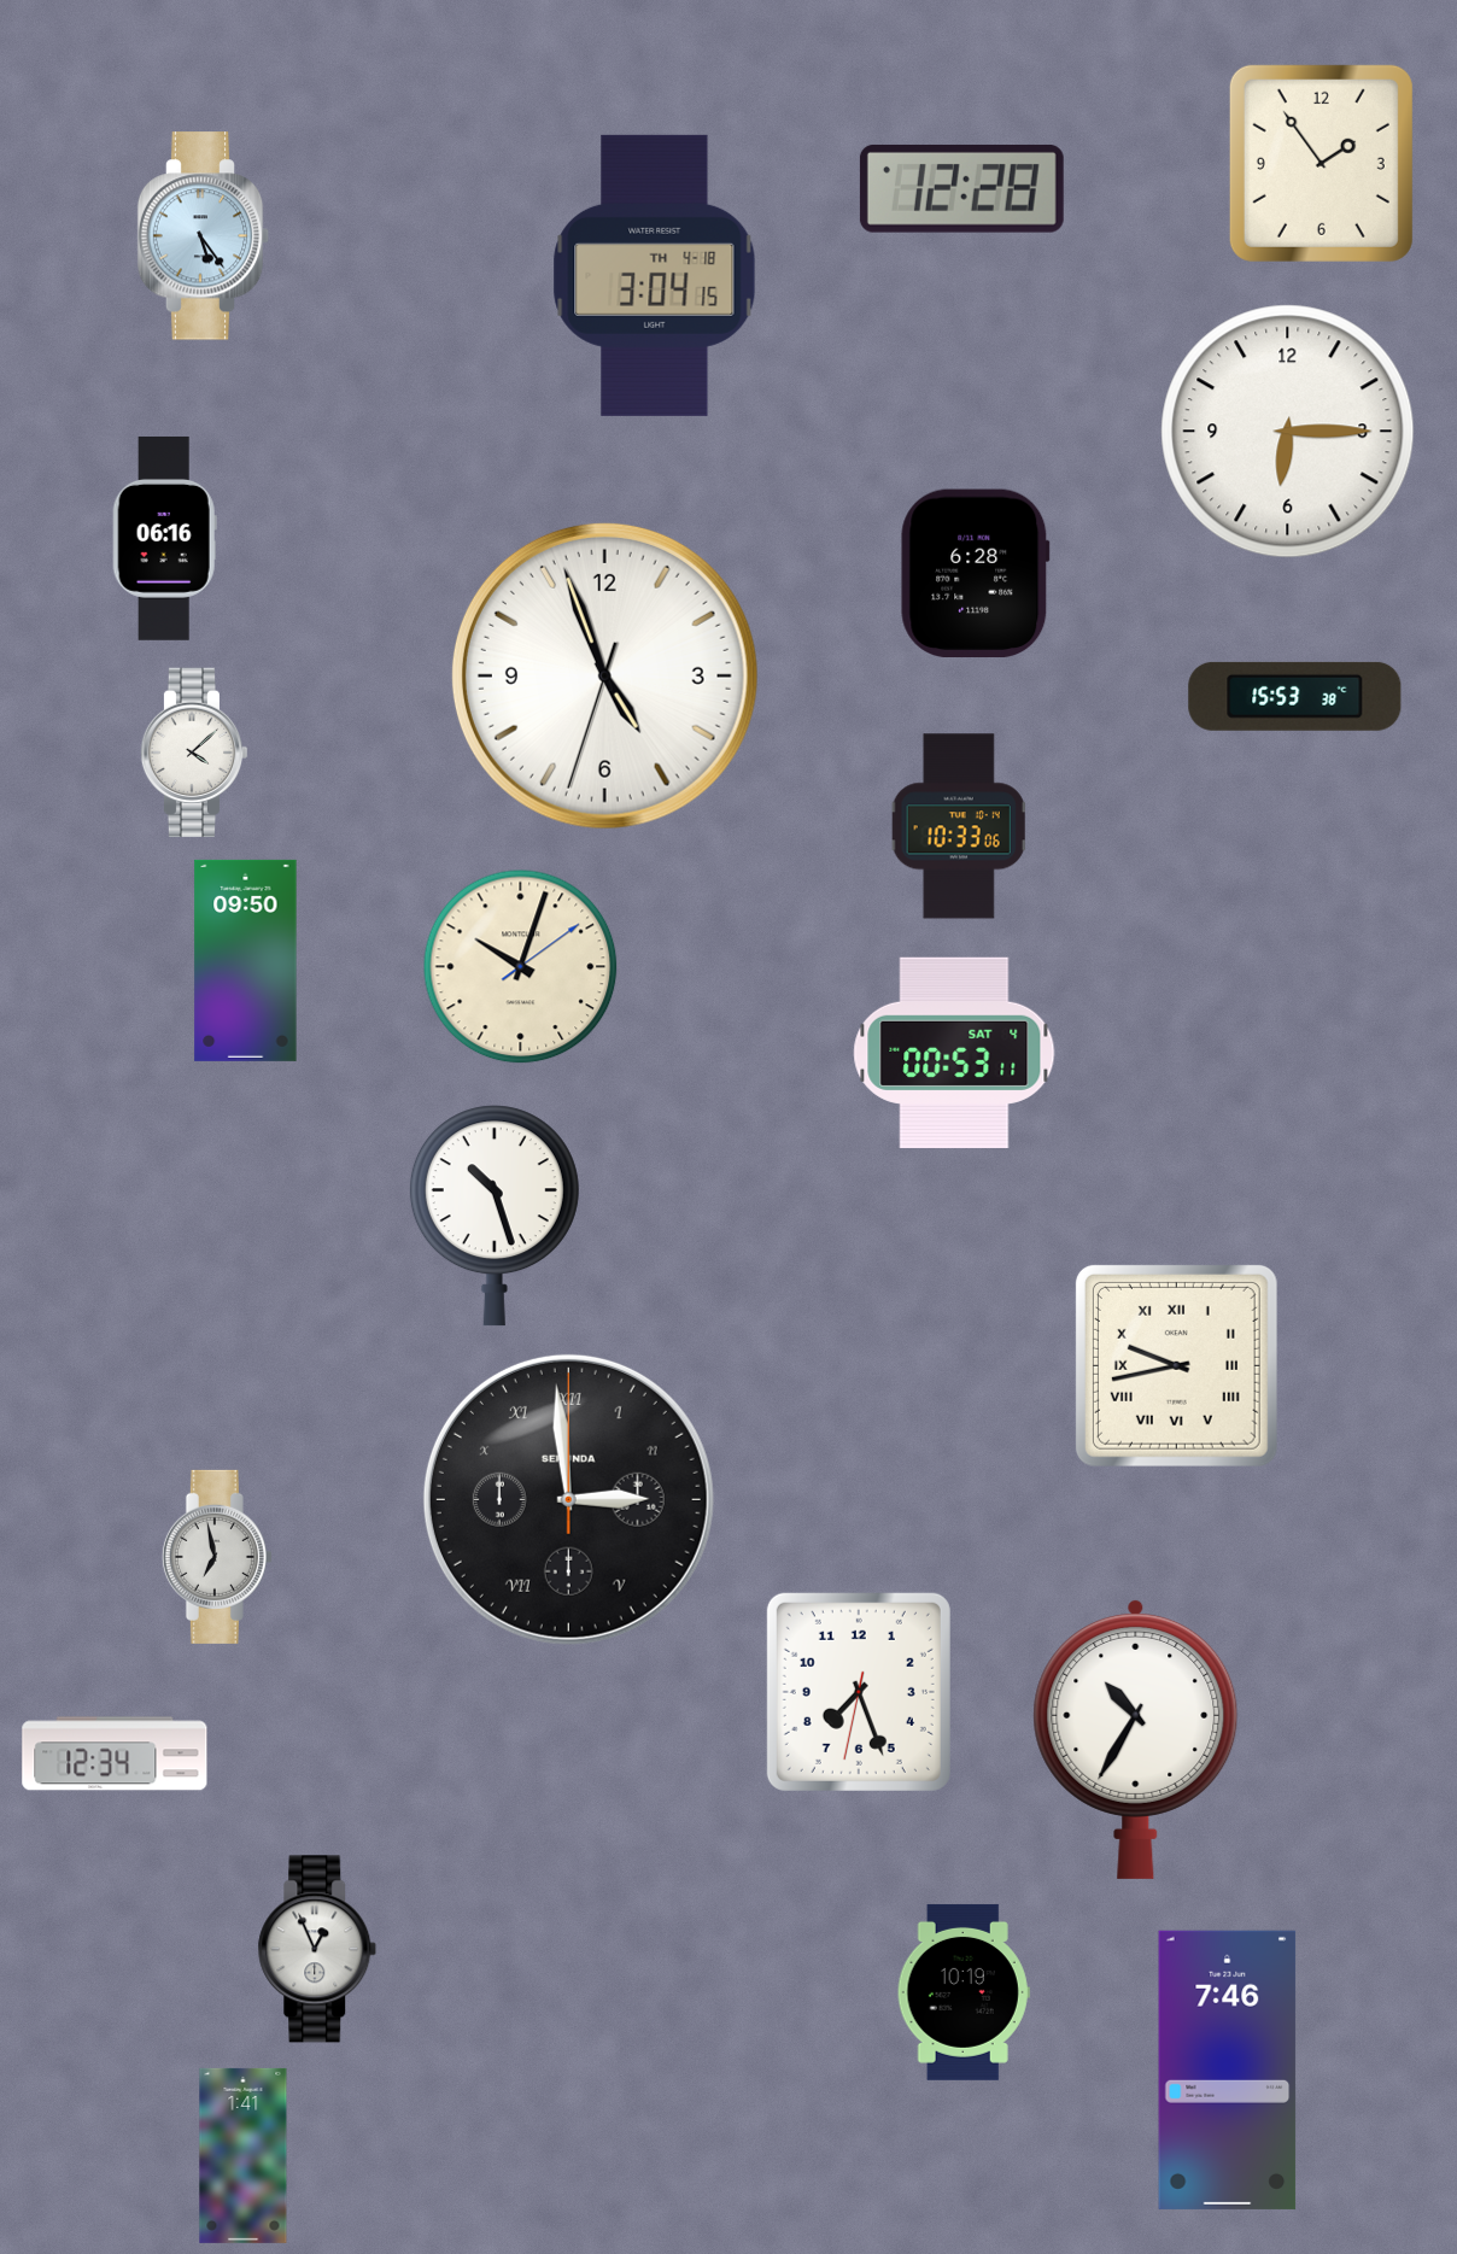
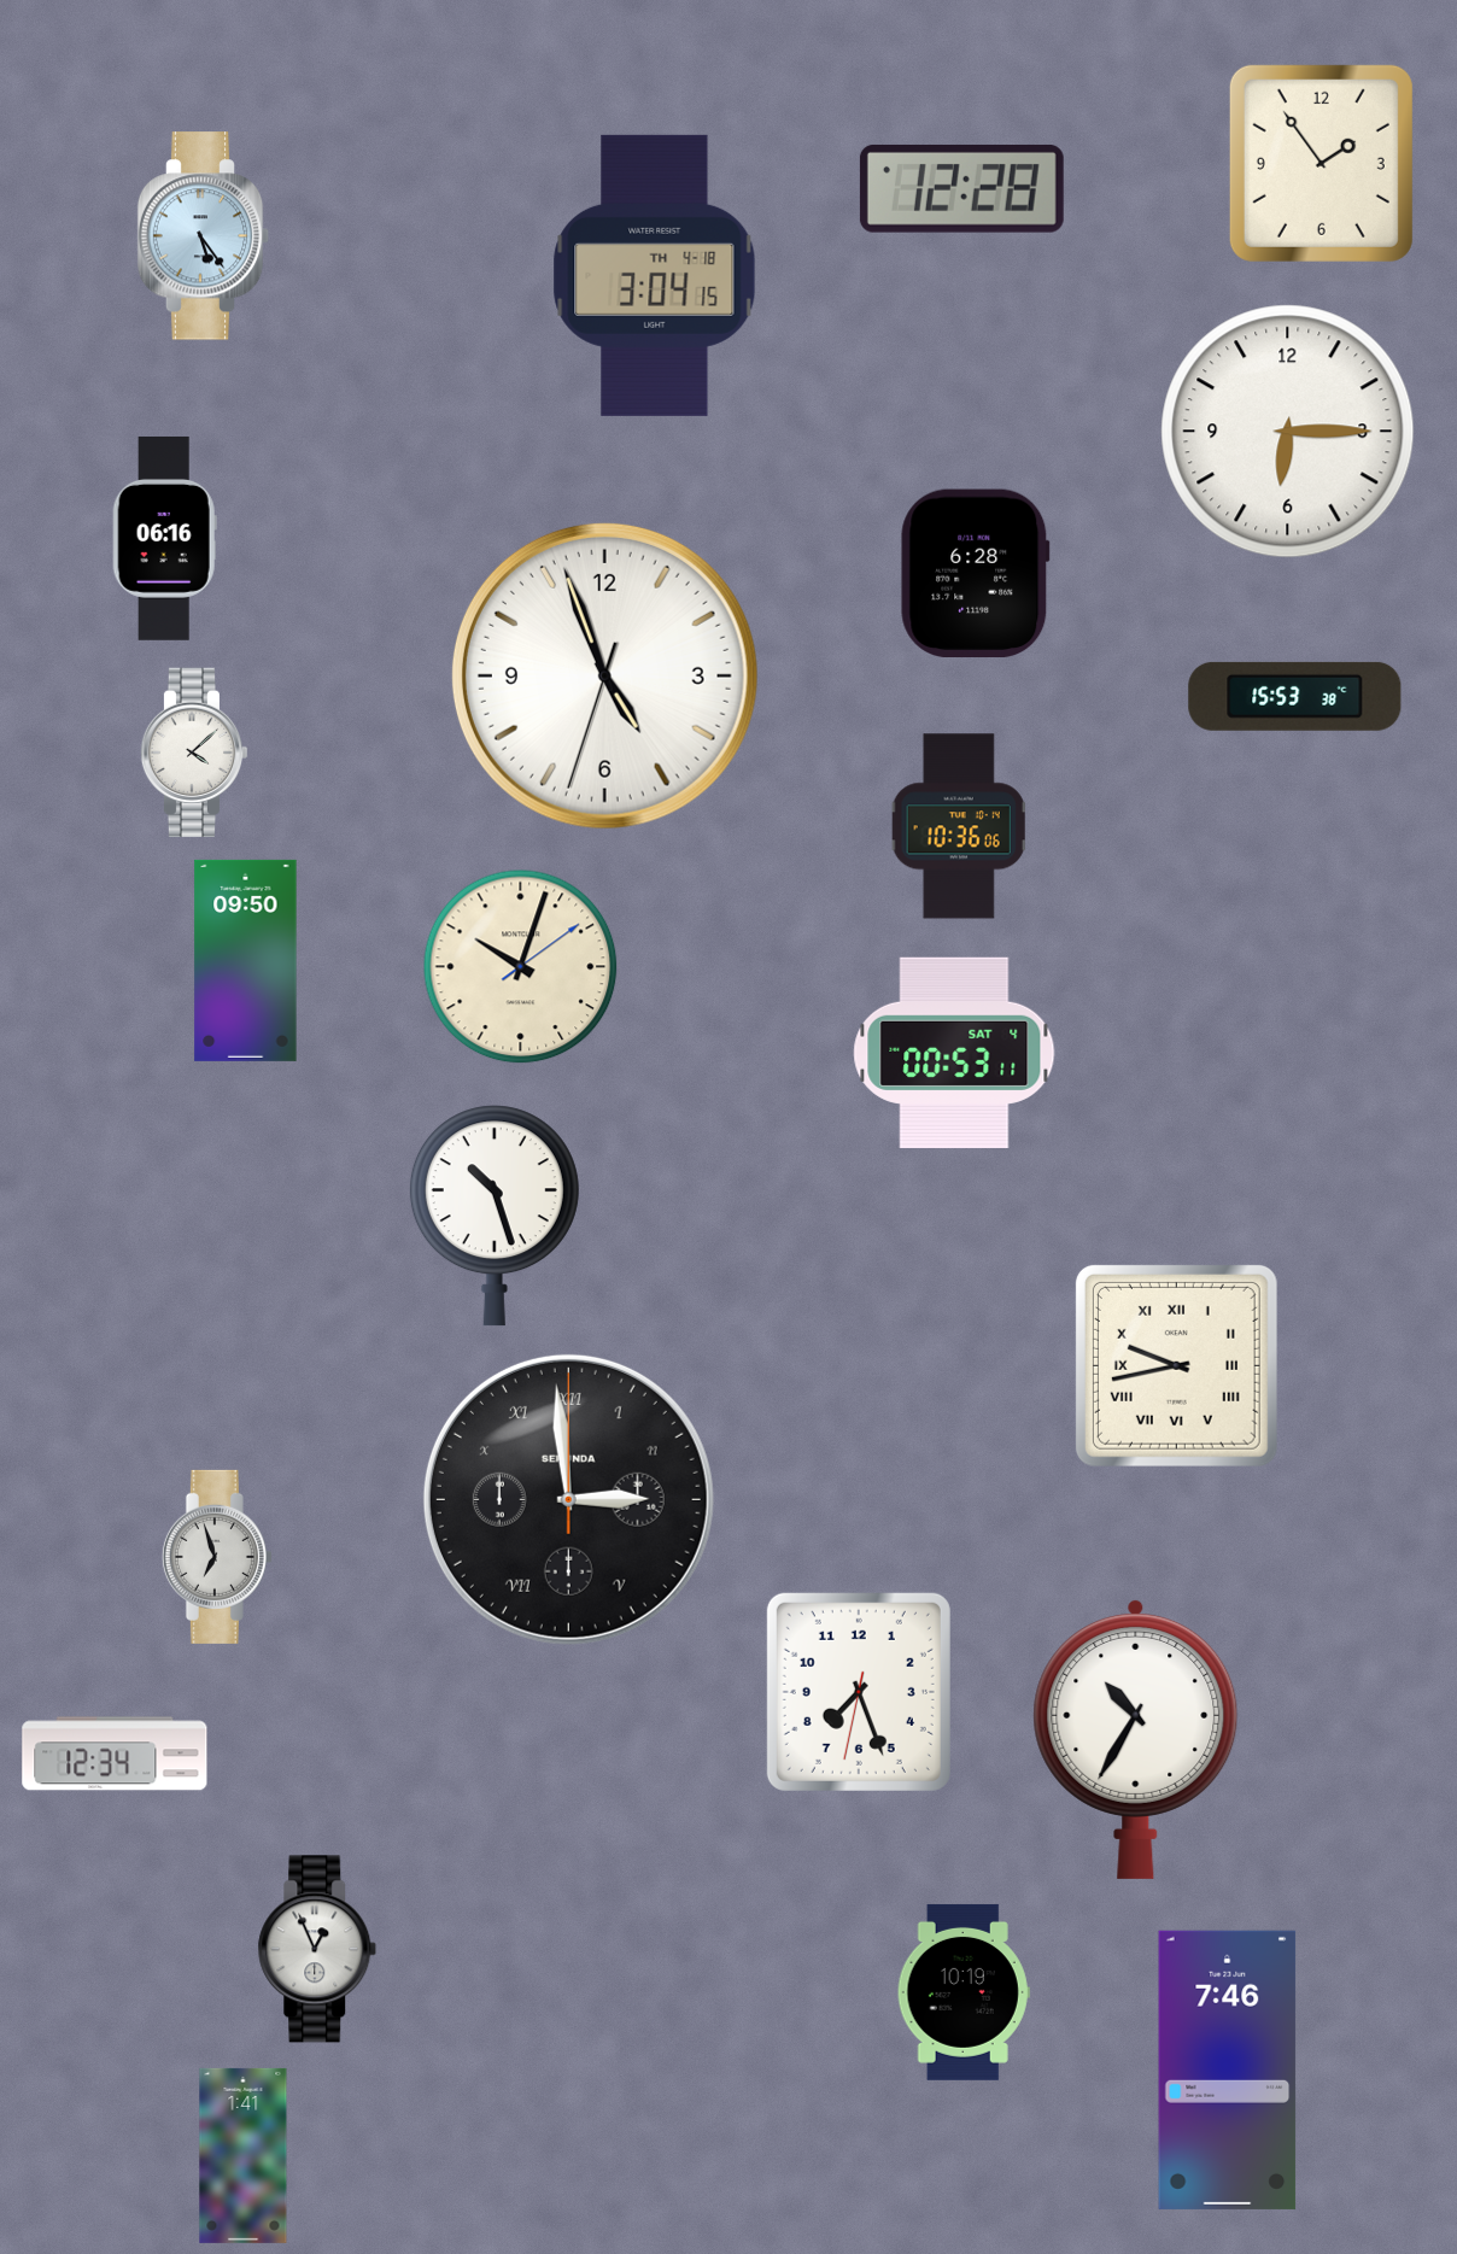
clock at (959, 826): 10:33 -> 10:36
clock at (217, 1557): 6:58 -> 6:57
